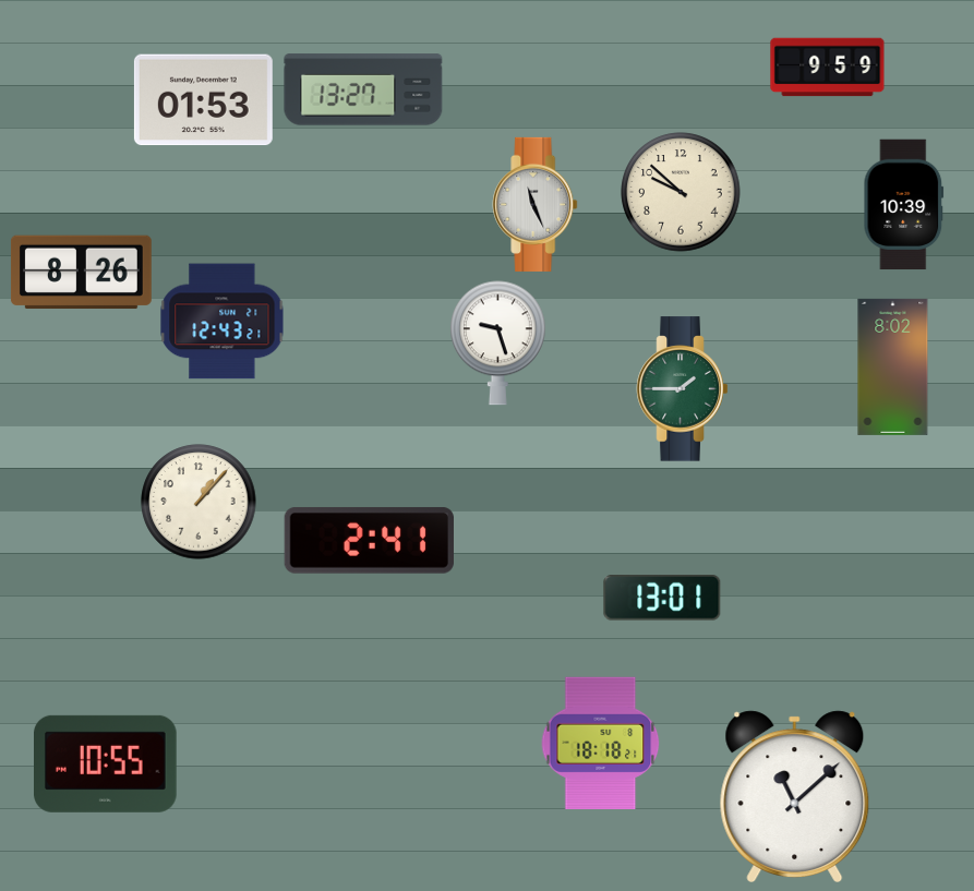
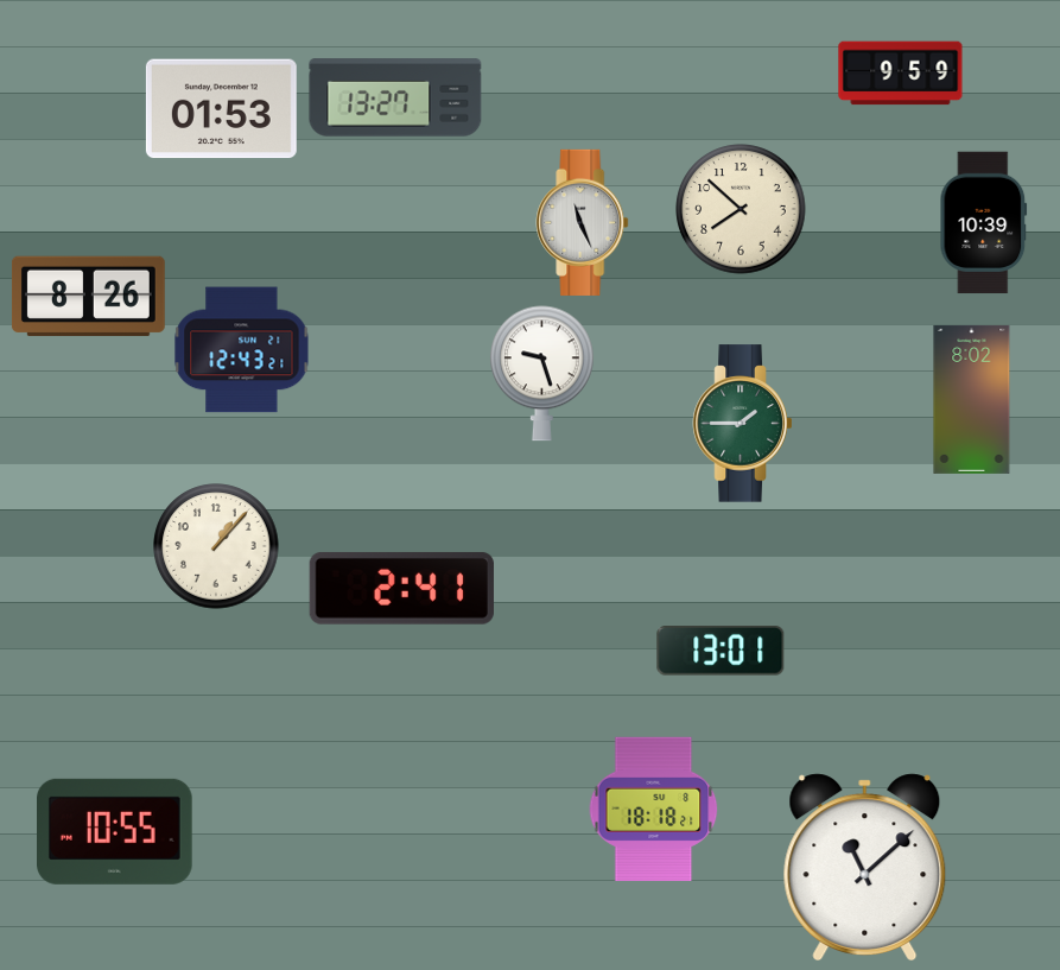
clock at (681, 192): 9:52 -> 7:52
